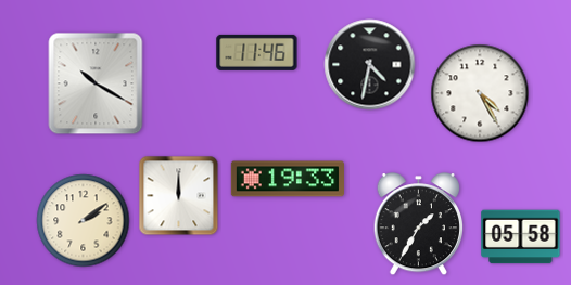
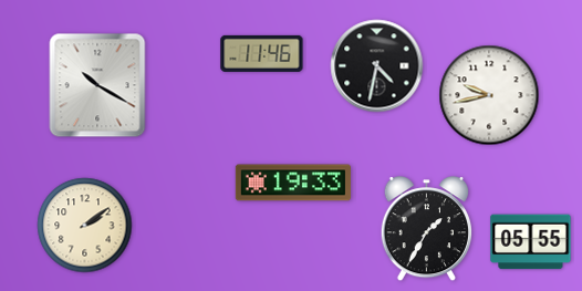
clock at (480, 93): 4:25 -> 9:43
clock at (179, 196): 12:00 -> none
clock at (521, 237): 05:58 -> 05:55
